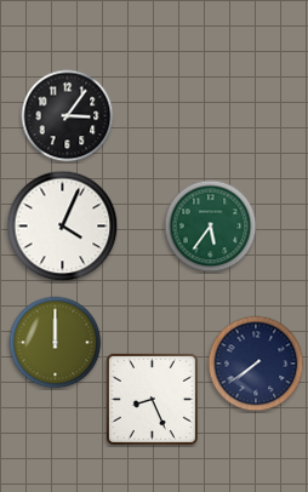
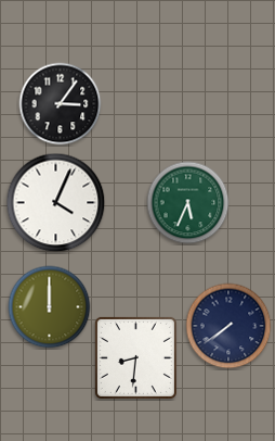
clock at (211, 227): 5:36 -> 5:34
clock at (152, 399): 8:26 -> 8:31
